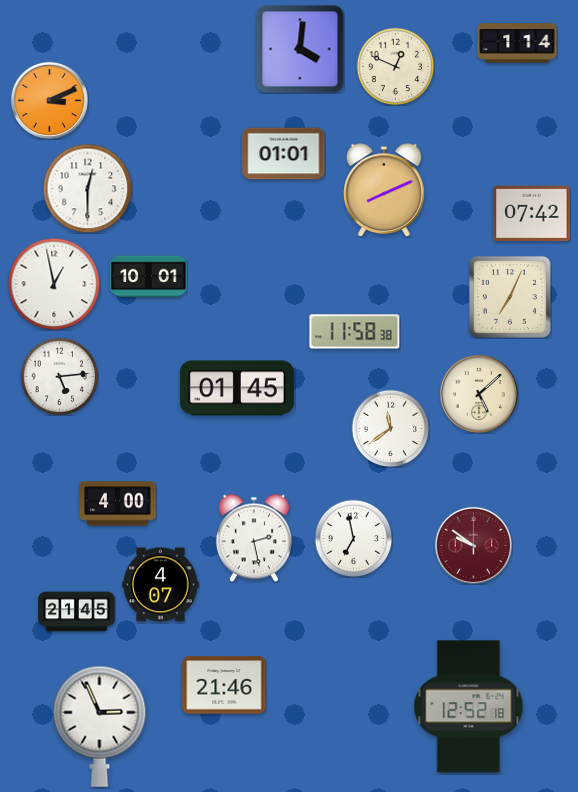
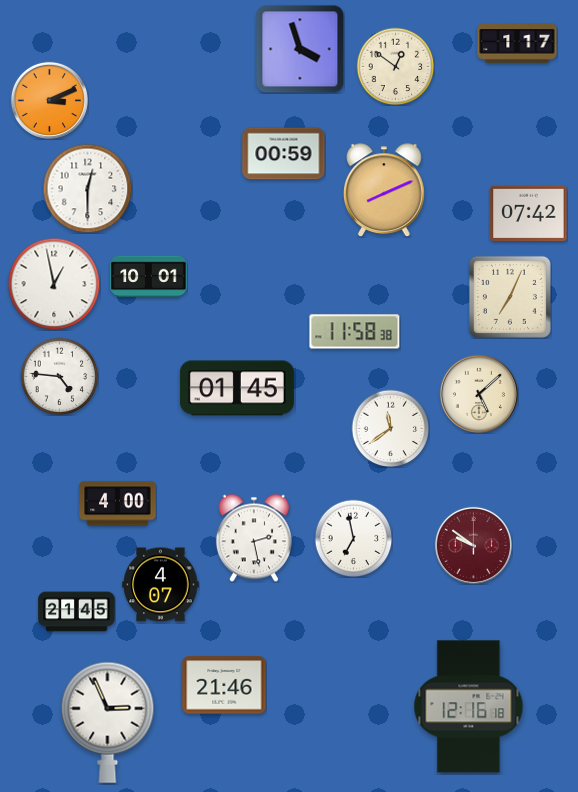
clock at (517, 43): 1:14 -> 1:17
clock at (300, 49): 4:01 -> 3:57
clock at (395, 66): 12:49 -> 12:51
clock at (284, 154): 01:01 -> 00:59
clock at (532, 214) position: (532, 214) -> (529, 214)
clock at (59, 376): 5:14 -> 4:46
clock at (469, 707): 12:52 -> 12:16
clock at (100, 726) position: (100, 726) -> (108, 722)
